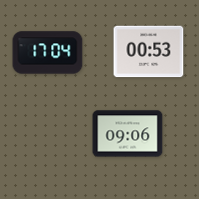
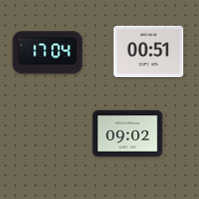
clock at (149, 52): 00:53 -> 00:51
clock at (128, 134): 09:06 -> 09:02
